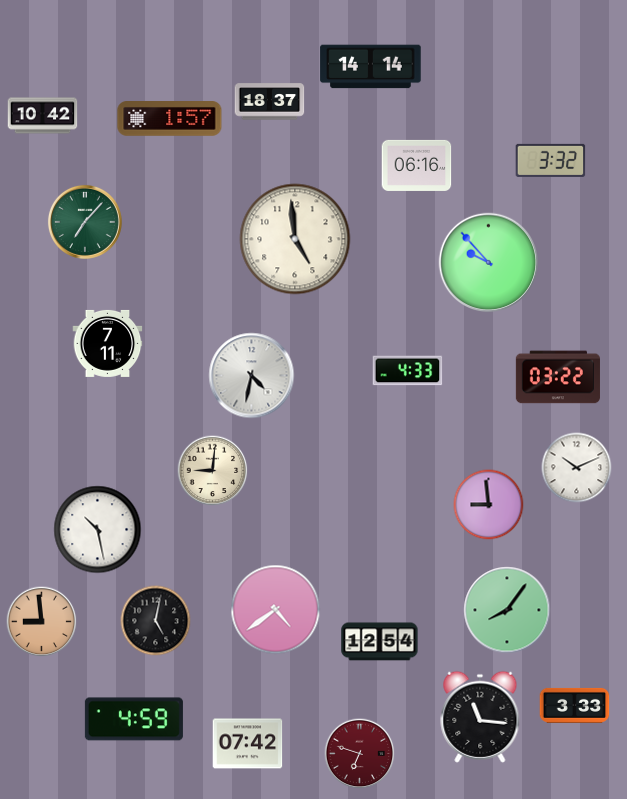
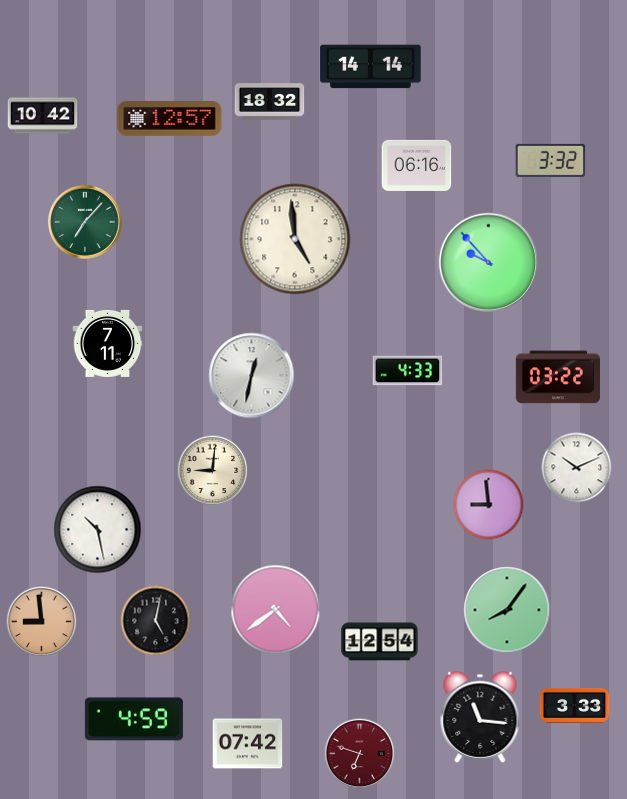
clock at (270, 102): 18:37 -> 18:32
clock at (170, 119): 1:57 -> 12:57
clock at (252, 376): 4:32 -> 12:32
